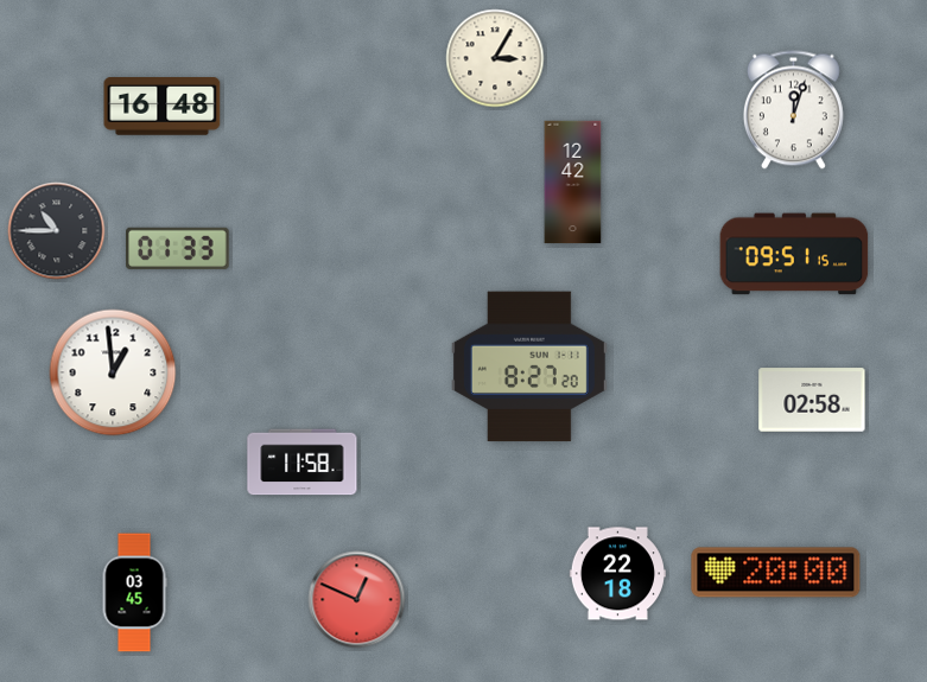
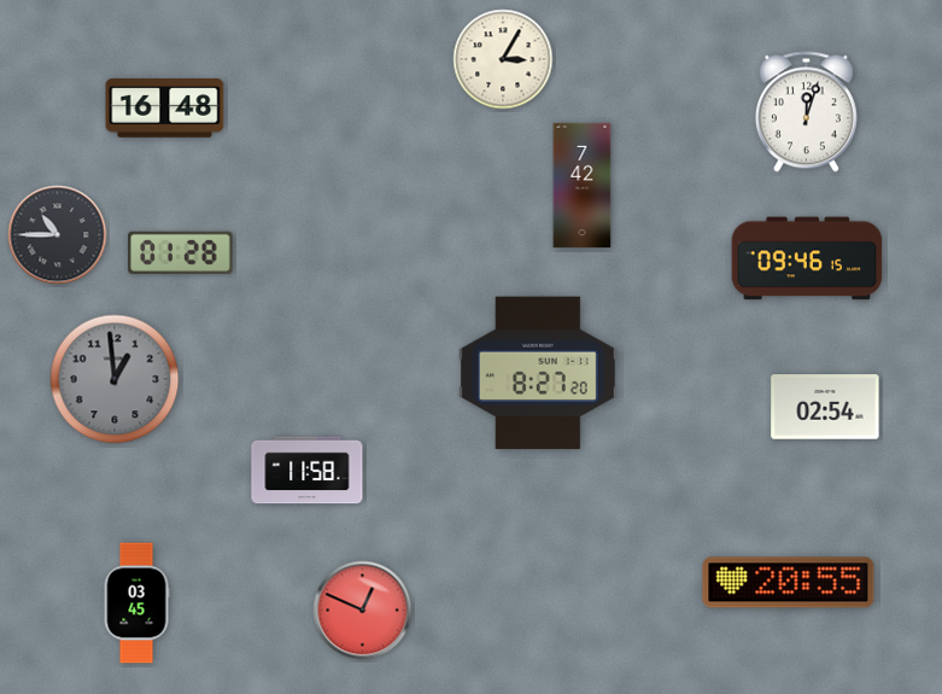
clock at (573, 183): 12:42 -> 7:42
clock at (178, 248): 01:33 -> 01:28
clock at (794, 254): 09:51 -> 09:46
clock at (113, 372) dial: white -> grey
clock at (812, 400): 02:58 -> 02:54
clock at (776, 573): 20:00 -> 20:55
clock at (617, 574): 22:18 -> none
